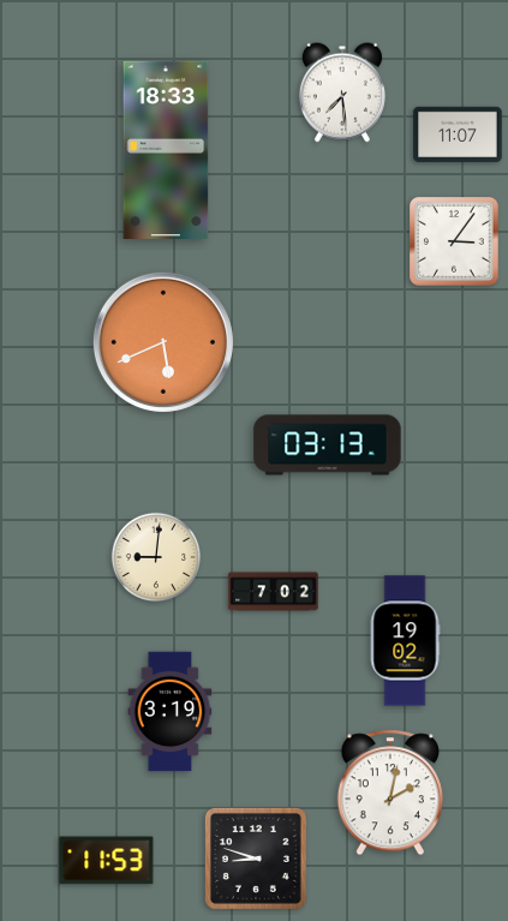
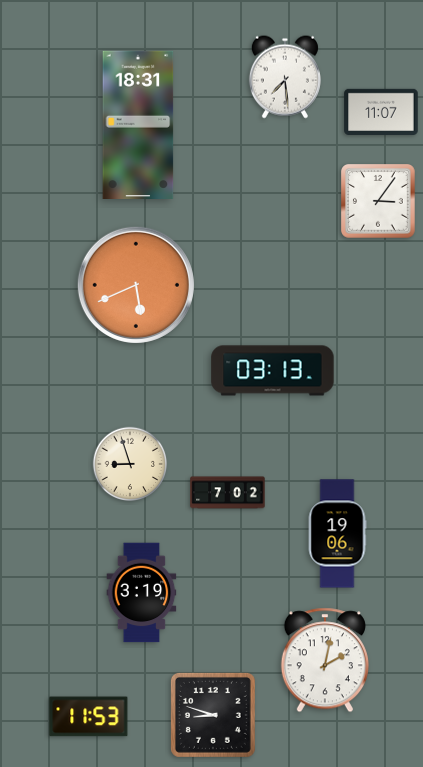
clock at (166, 149): 18:33 -> 18:31
clock at (156, 557): 9:01 -> 8:57
clock at (405, 641): 19:02 -> 19:06
